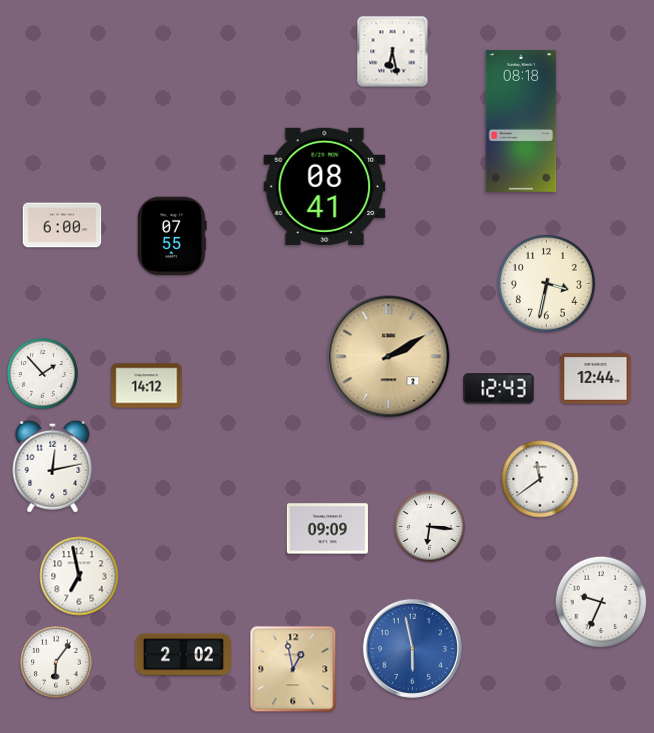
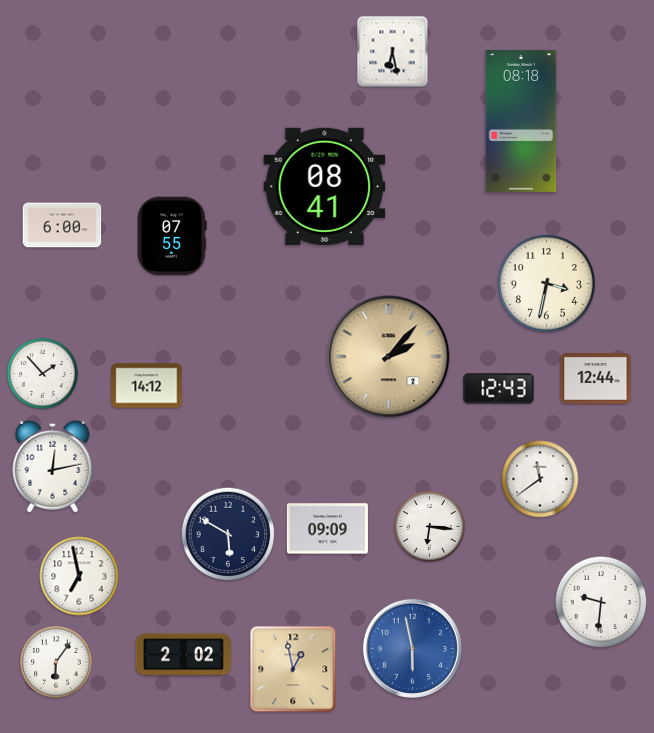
clock at (389, 357): 2:10 -> 2:07
clock at (228, 534): none -> 5:50
clock at (601, 602): 9:34 -> 9:31
